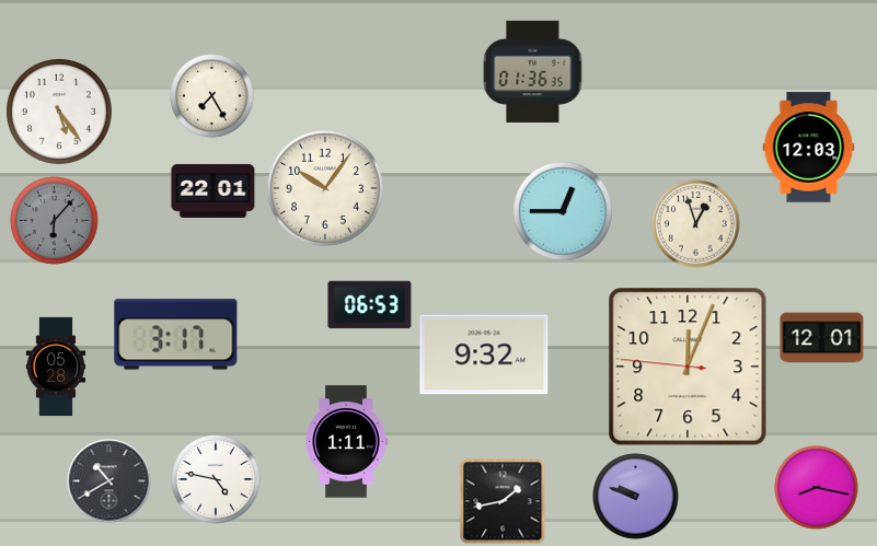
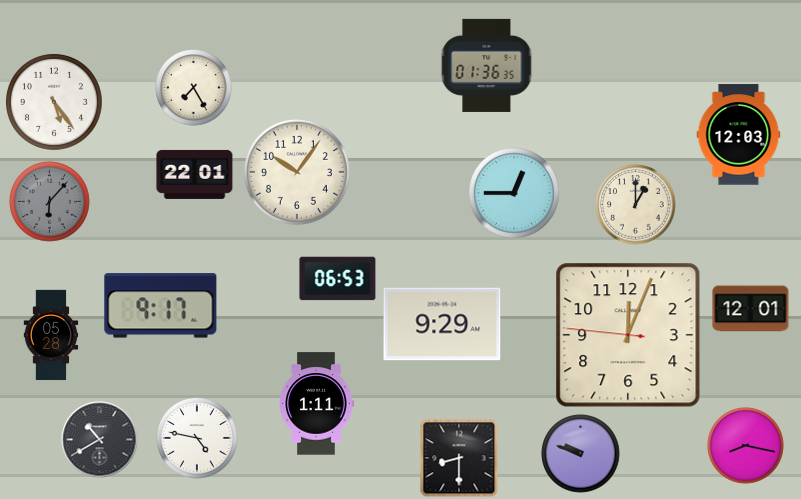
clock at (696, 224): 12:57 -> 1:00
clock at (176, 335): 3:17 -> 9:17
clock at (484, 355): 9:32 -> 9:29
clock at (503, 501): 1:43 -> 8:30
